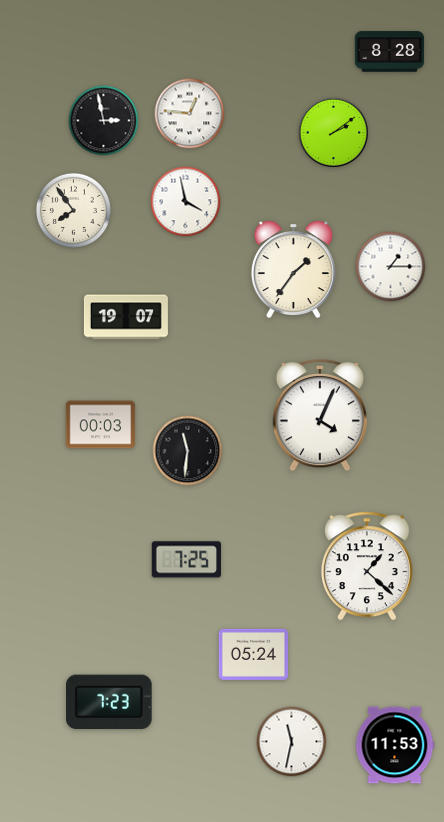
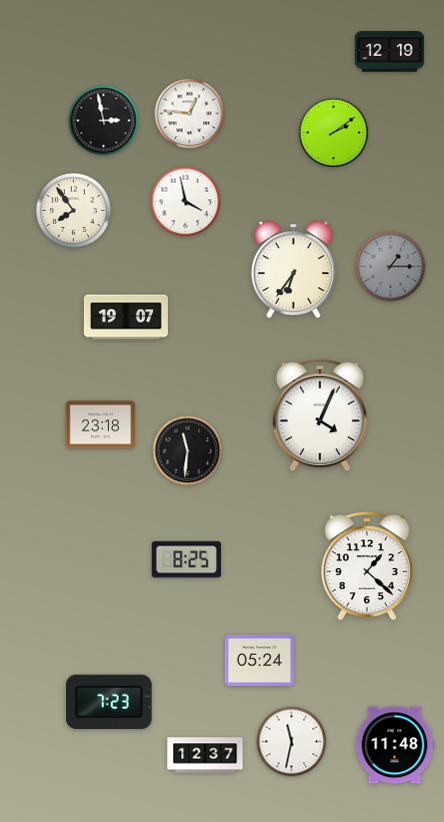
clock at (390, 52): 8:28 -> 12:19
clock at (391, 267) dial: white -> grey
clock at (293, 269): 1:36 -> 6:36
clock at (101, 425): 00:03 -> 23:18
clock at (186, 560): 7:25 -> 8:25
clock at (254, 654) position: (254, 654) -> (260, 660)
clock at (395, 745): 11:53 -> 11:48
clock at (205, 755): none -> 12:37
